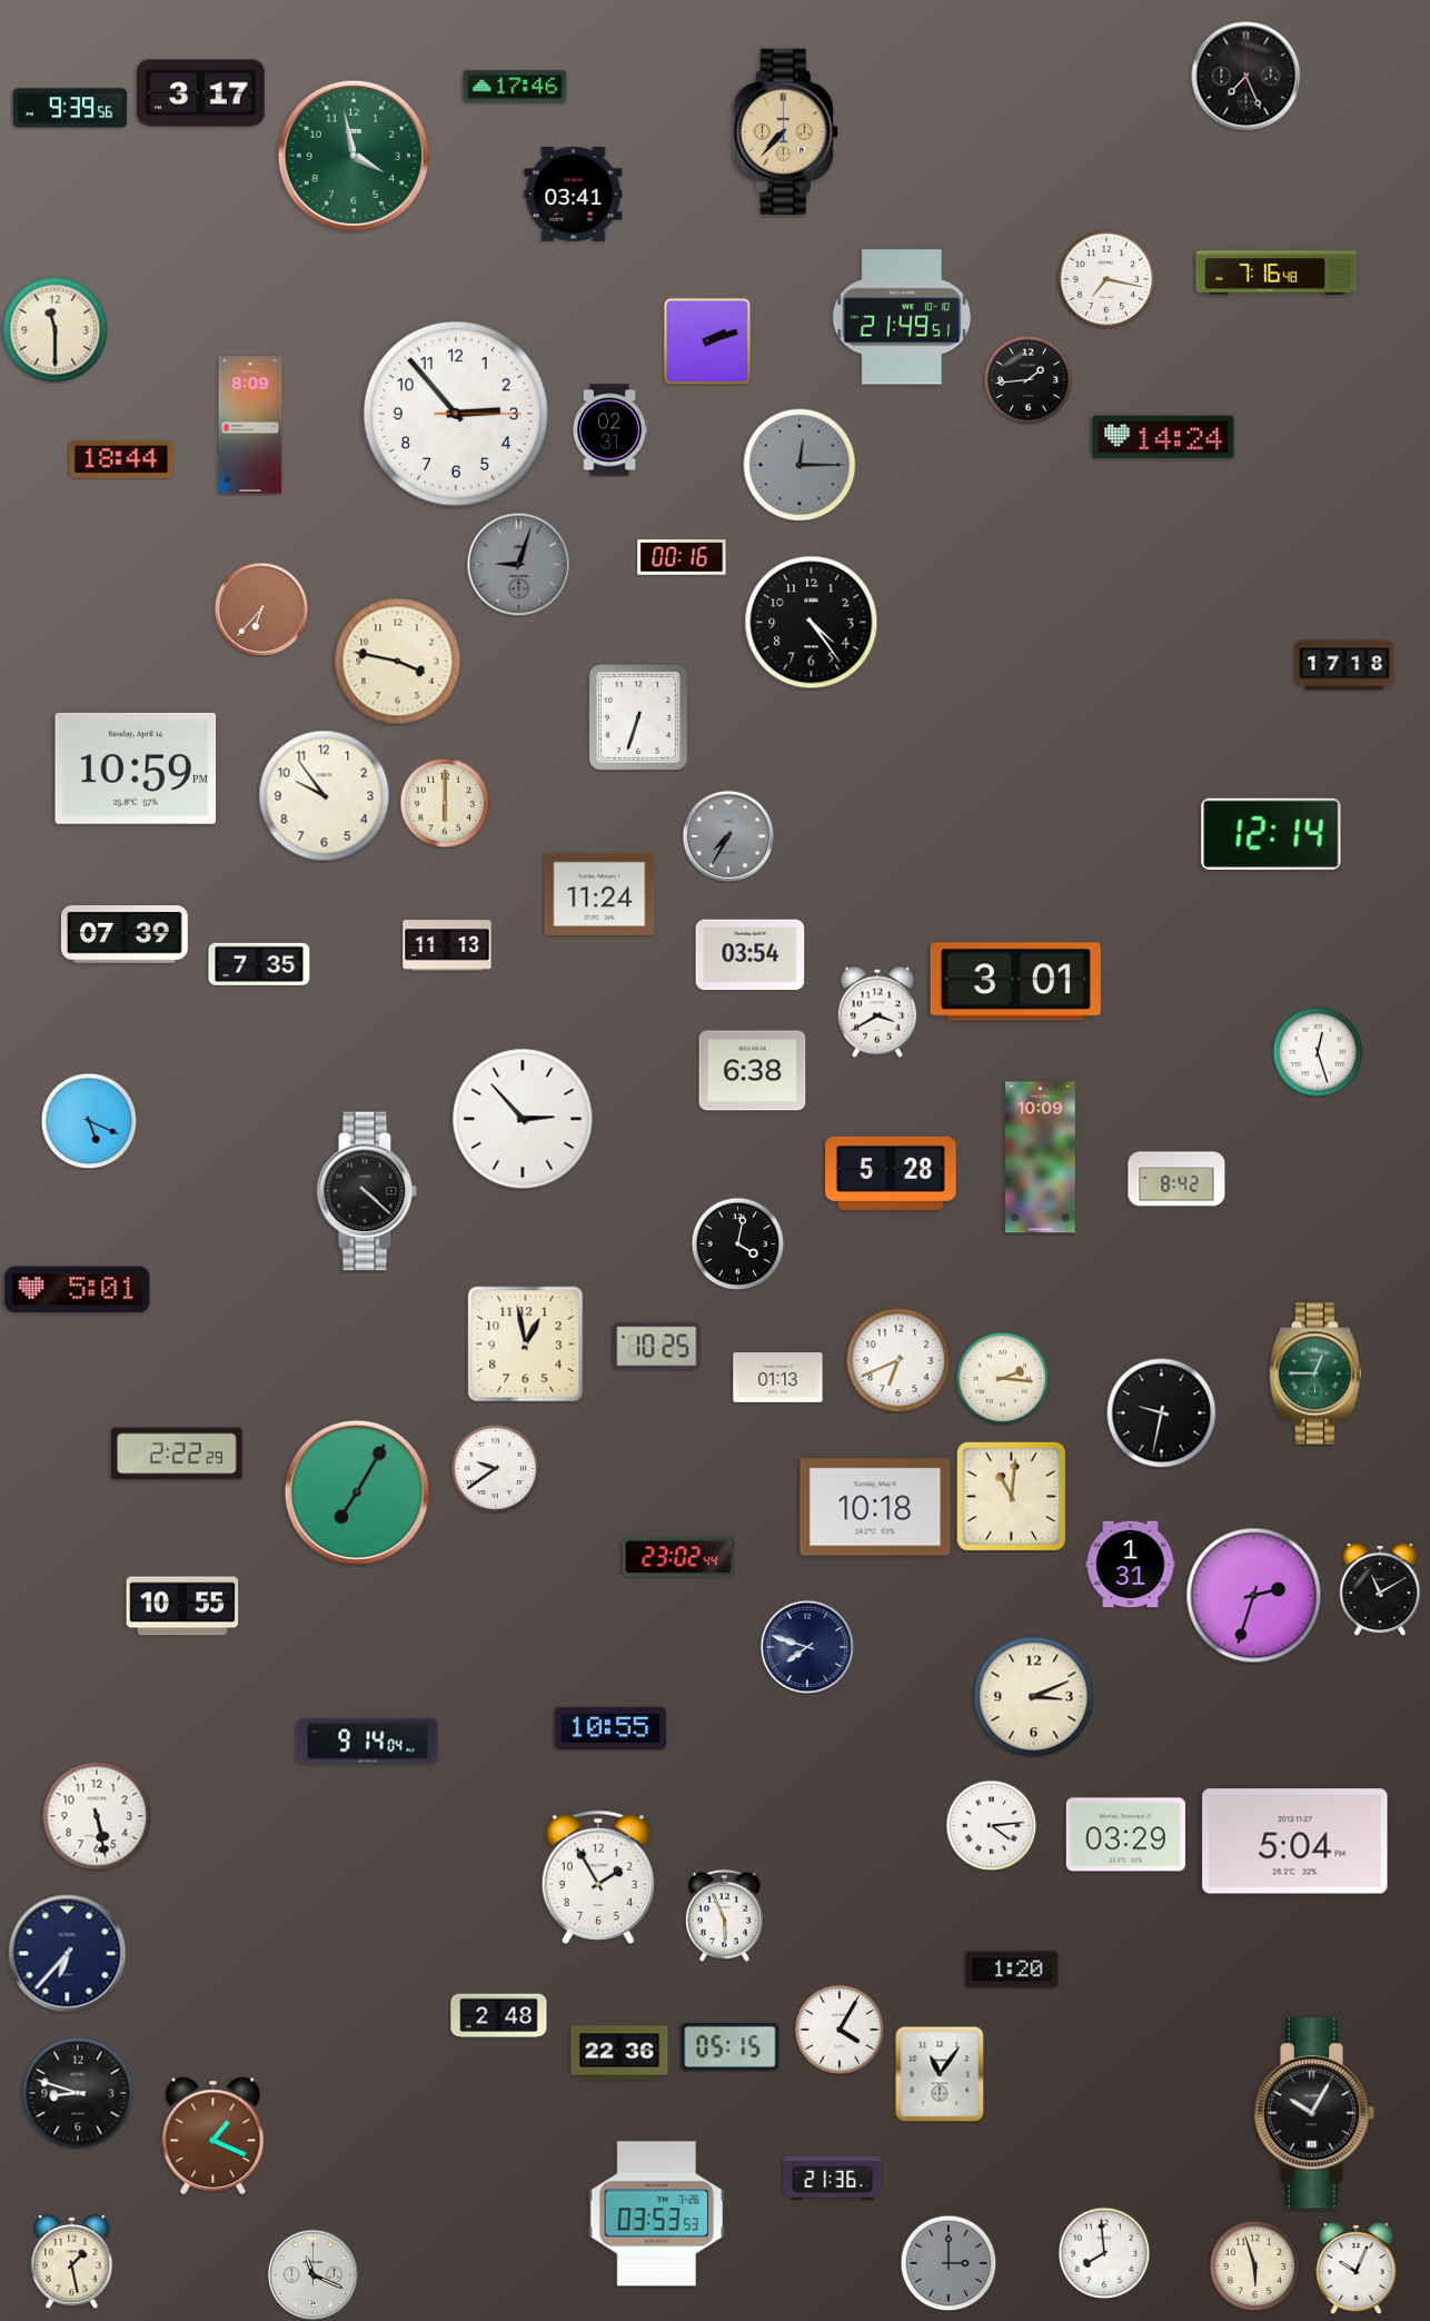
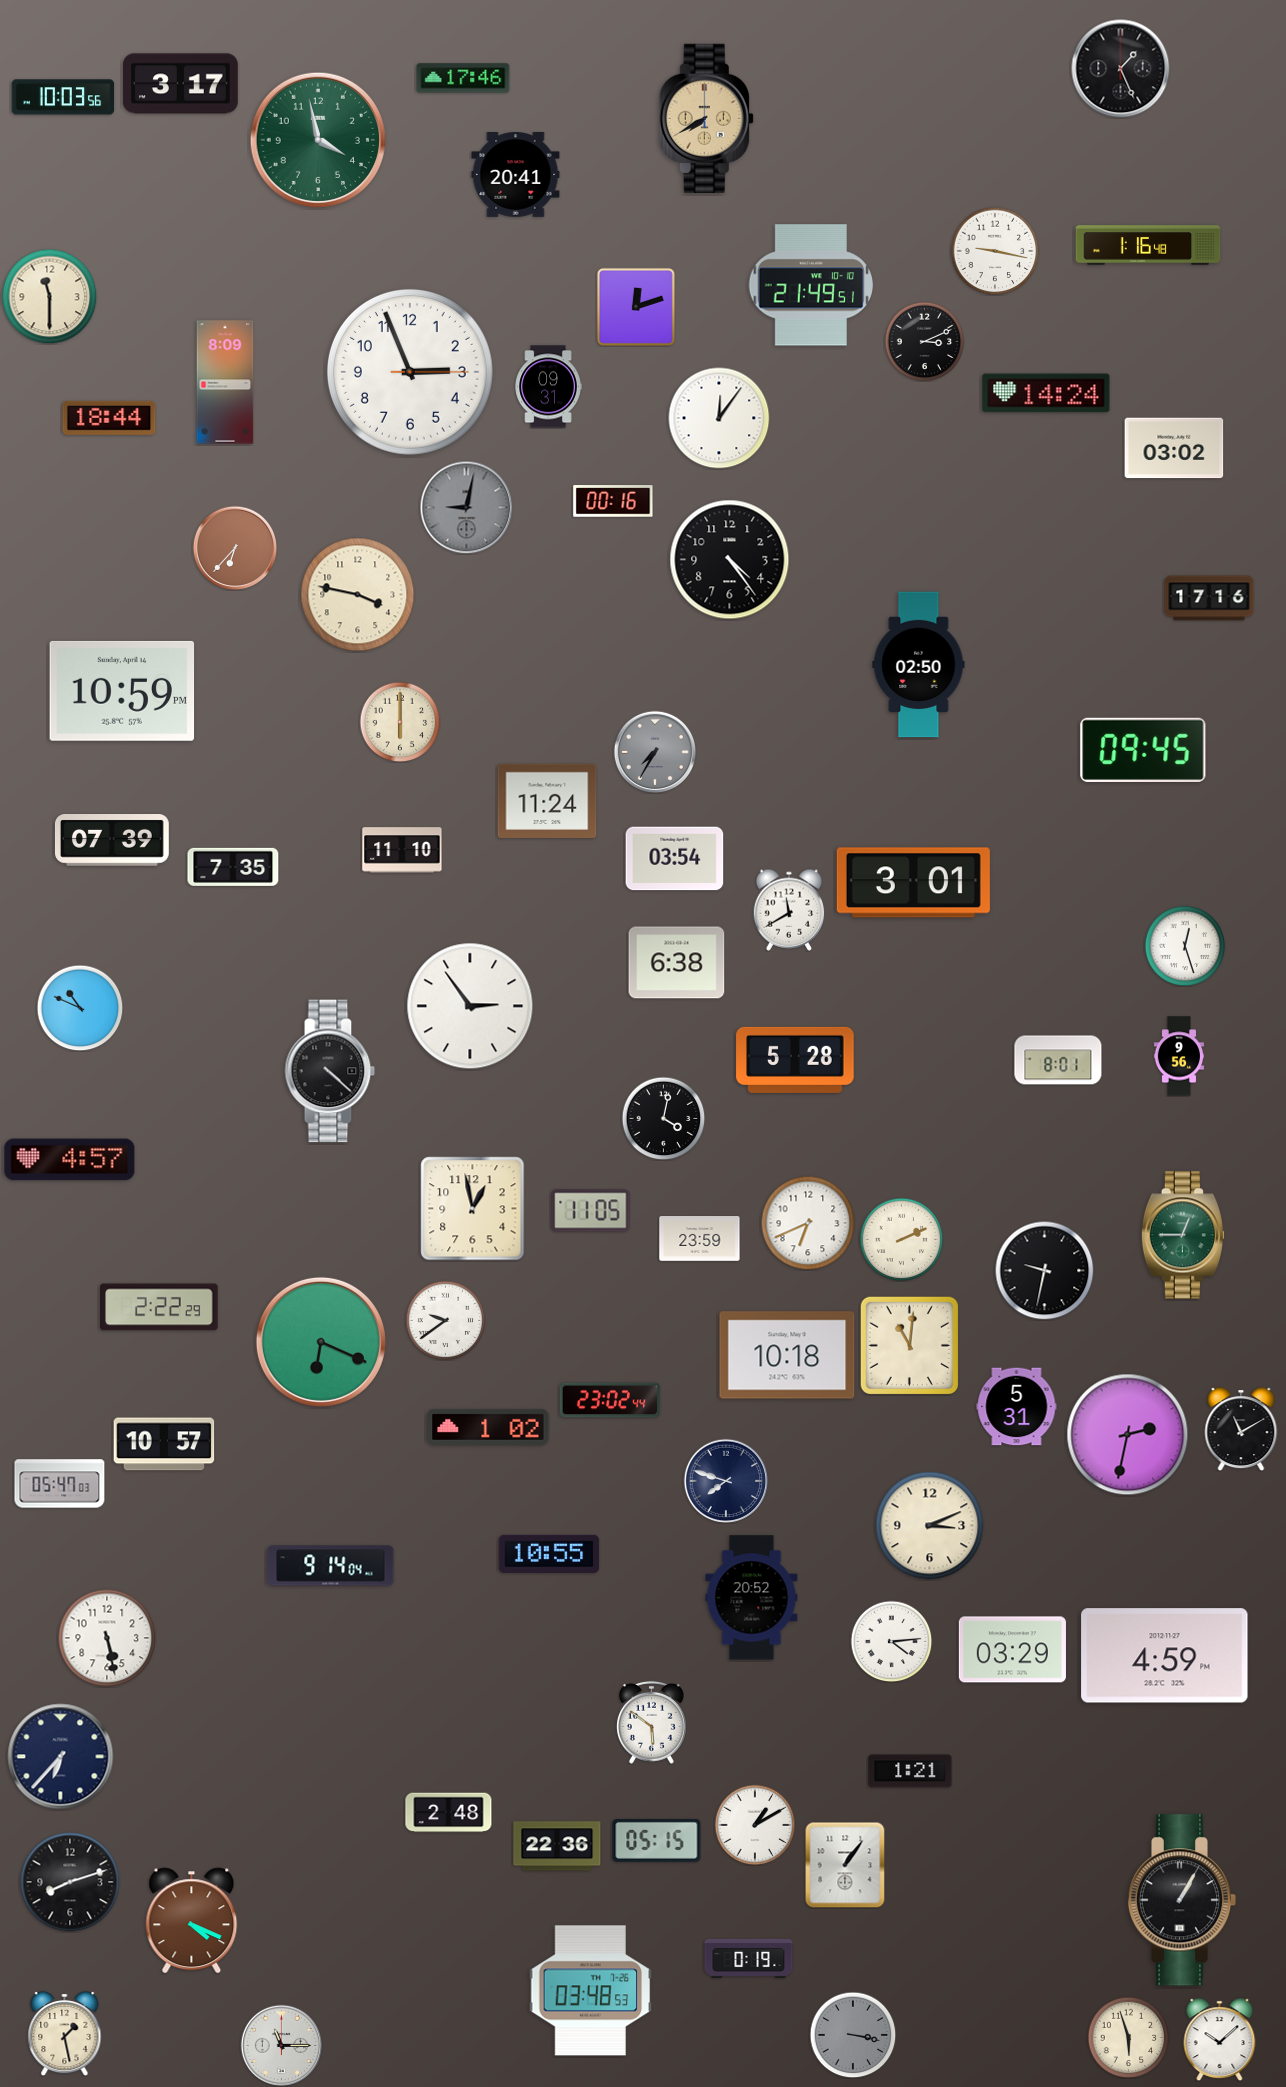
clock at (1247, 77): 7:26 -> 1:26
clock at (70, 108): 9:39 -> 10:03
clock at (785, 131): 7:37 -> 7:40
clock at (574, 195): 03:41 -> 20:41
clock at (1277, 272): 7:16 -> 1:16
clock at (1106, 279): 7:17 -> 9:17
clock at (707, 341): 2:12 -> 12:12
clock at (1027, 379): 1:44 -> 3:11
clock at (456, 414): 2:53 -> 2:56
clock at (609, 430): 02:31 -> 09:31
clock at (121, 459) position: (121, 459) -> (109, 418)
clock at (800, 465): 12:15 -> 12:06
clock at (800, 465) dial: grey -> white
clock at (1174, 448): none -> 03:02
clock at (518, 564): 9:03 -> 9:02
clock at (1344, 665): 17:18 -> 17:16
clock at (638, 717): 6:33 -> none
clock at (919, 665): none -> 02:50
clock at (325, 796): 9:54 -> none
clock at (1271, 834): 12:14 -> 09:45
clock at (599, 894) position: (599, 894) -> (547, 801)
clock at (447, 945): 11:13 -> 11:10
clock at (877, 1012): 3:40 -> 11:40
clock at (523, 1119): 2:53 -> 2:54
clock at (89, 1121): 5:19 -> 10:49
clock at (1041, 1158): 10:09 -> none
clock at (891, 1173) position: (891, 1173) -> (795, 1060)
clock at (1179, 1056): none -> 9:56
clock at (1176, 1179): 8:42 -> 8:01
clock at (78, 1290): 5:01 -> 4:57
clock at (657, 1347): 10:25 -> 11:05
clock at (778, 1378): 01:13 -> 23:59
clock at (1002, 1378): 2:16 -> 2:11
clock at (357, 1492): 7:05 -> 6:19
clock at (1131, 1565): 1:31 -> 5:31
clock at (488, 1427): none -> 1:02
clock at (1254, 1596): 2:33 -> 2:32
clock at (182, 1606): 10:55 -> 10:57
clock at (60, 1484): none -> 05:47
clock at (752, 1598): none -> 20:52
clock at (97, 1816) position: (97, 1816) -> (107, 1638)
clock at (1295, 1842): 5:04 -> 4:59
clock at (598, 1876): 1:55 -> none
clock at (724, 1915): 5:56 -> 5:51
clock at (1012, 1970): 1:20 -> 1:21
clock at (840, 2030): 4:05 -> 1:10
clock at (940, 2074): 11:06 -> 1:06
clock at (78, 2093): 8:48 -> 8:12
clock at (1314, 2113): 10:05 -> 1:05
clock at (213, 2136): 1:19 -> 4:19
clock at (833, 2178): 21:36 -> 0:19
clock at (657, 2214): 03:53 -> 03:48
clock at (1104, 2253): 7:59 -> none
clock at (949, 2263): 3:00 -> 3:17
clock at (1357, 2268): 10:04 -> 10:08
clock at (312, 2274): 11:19 -> 11:15
